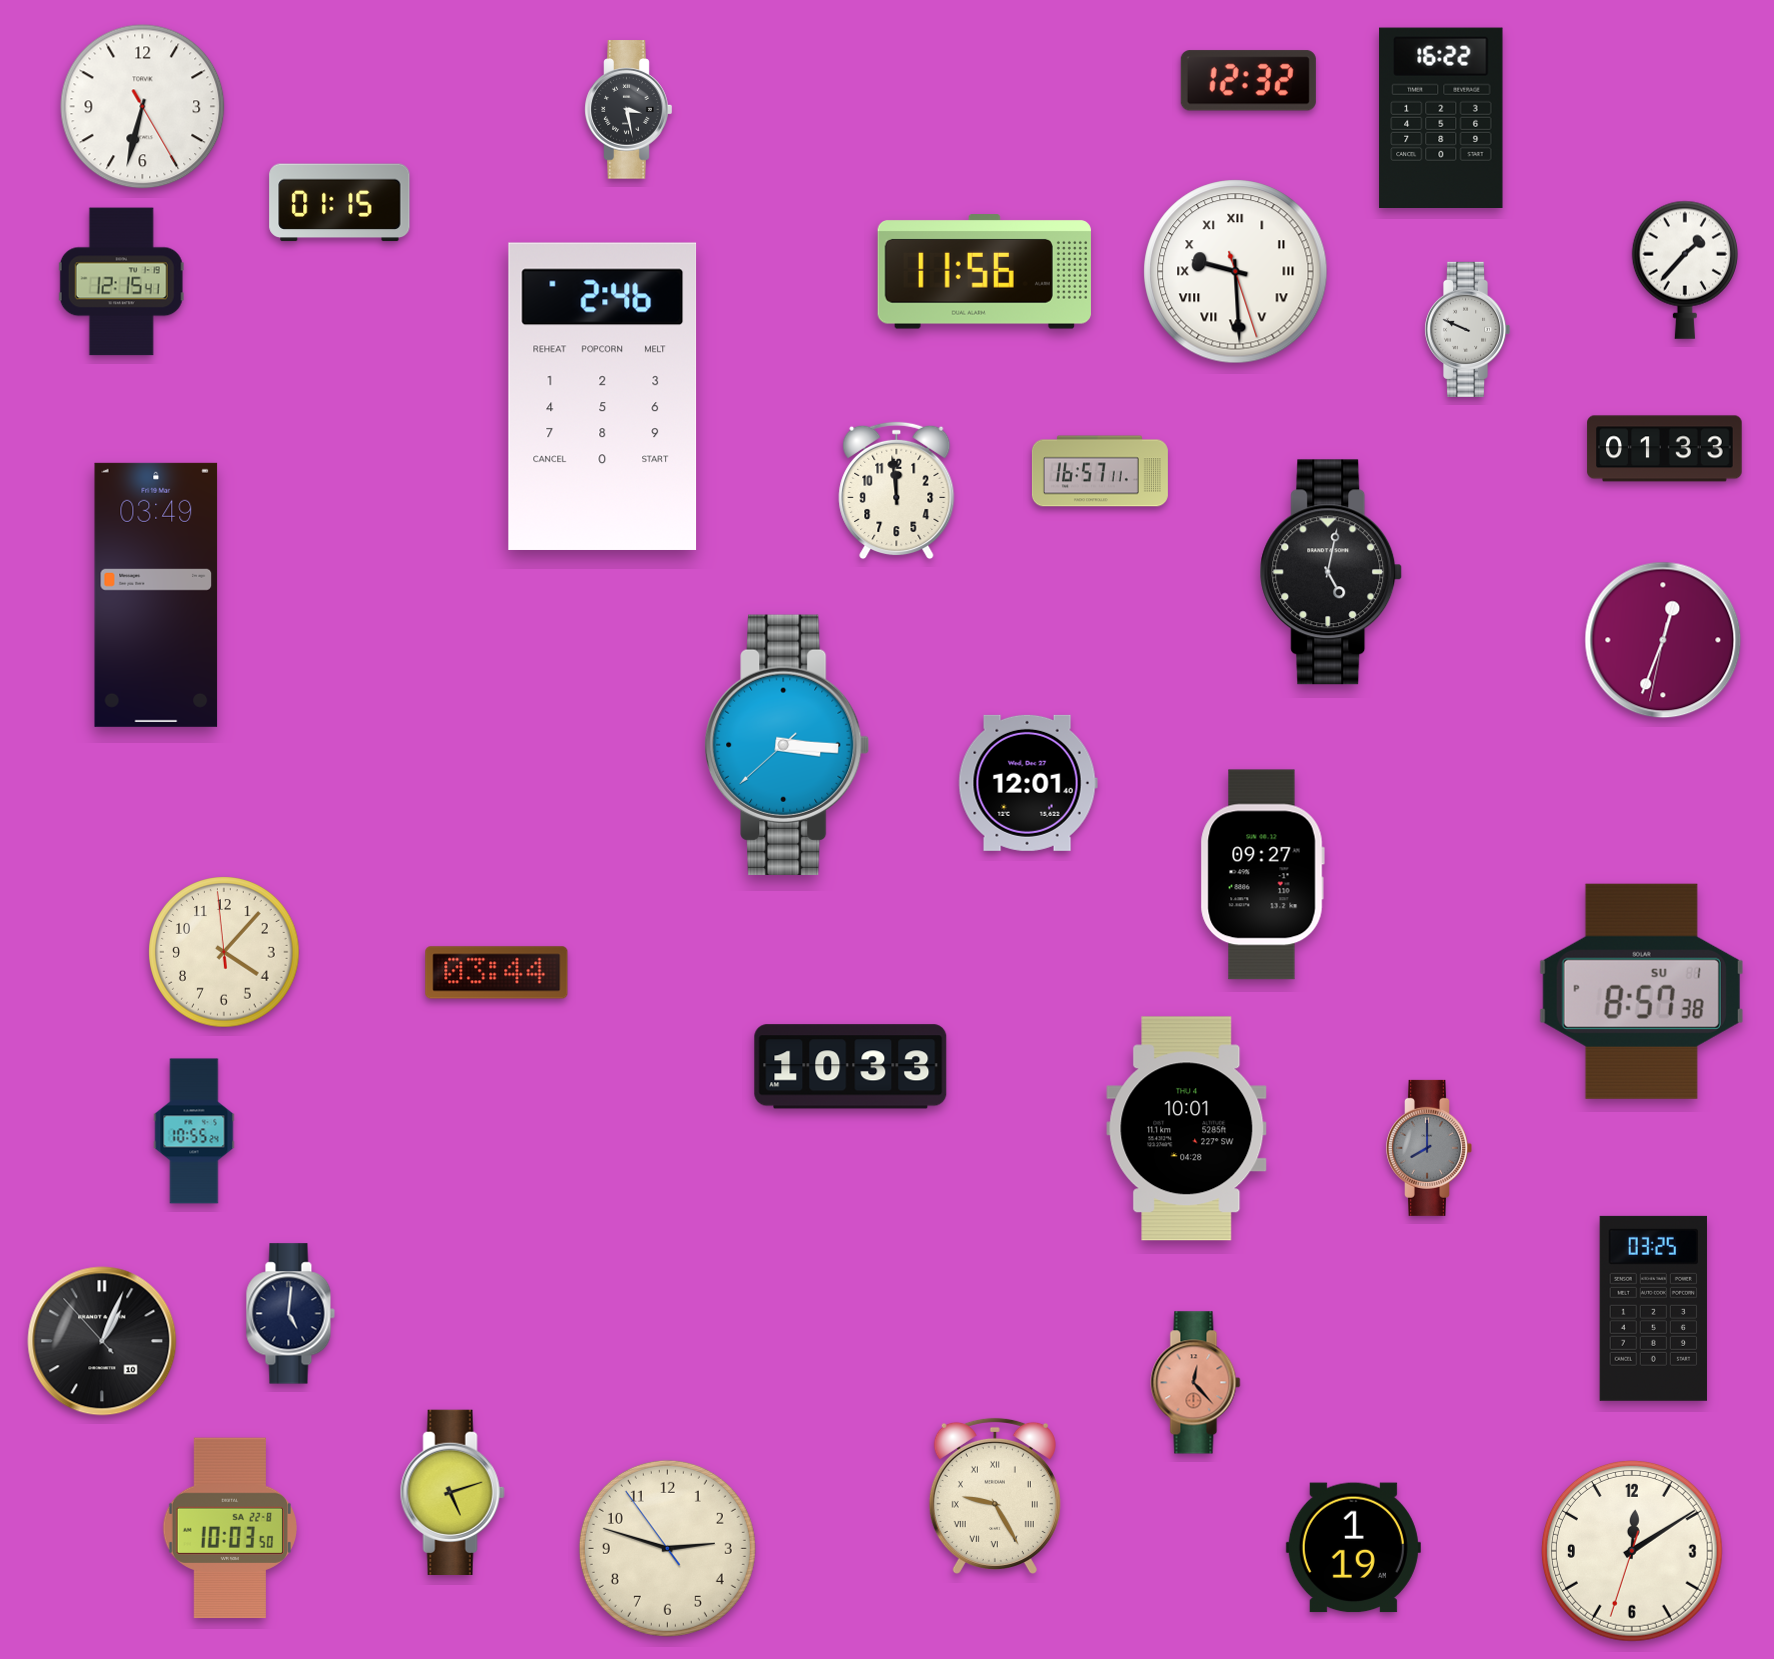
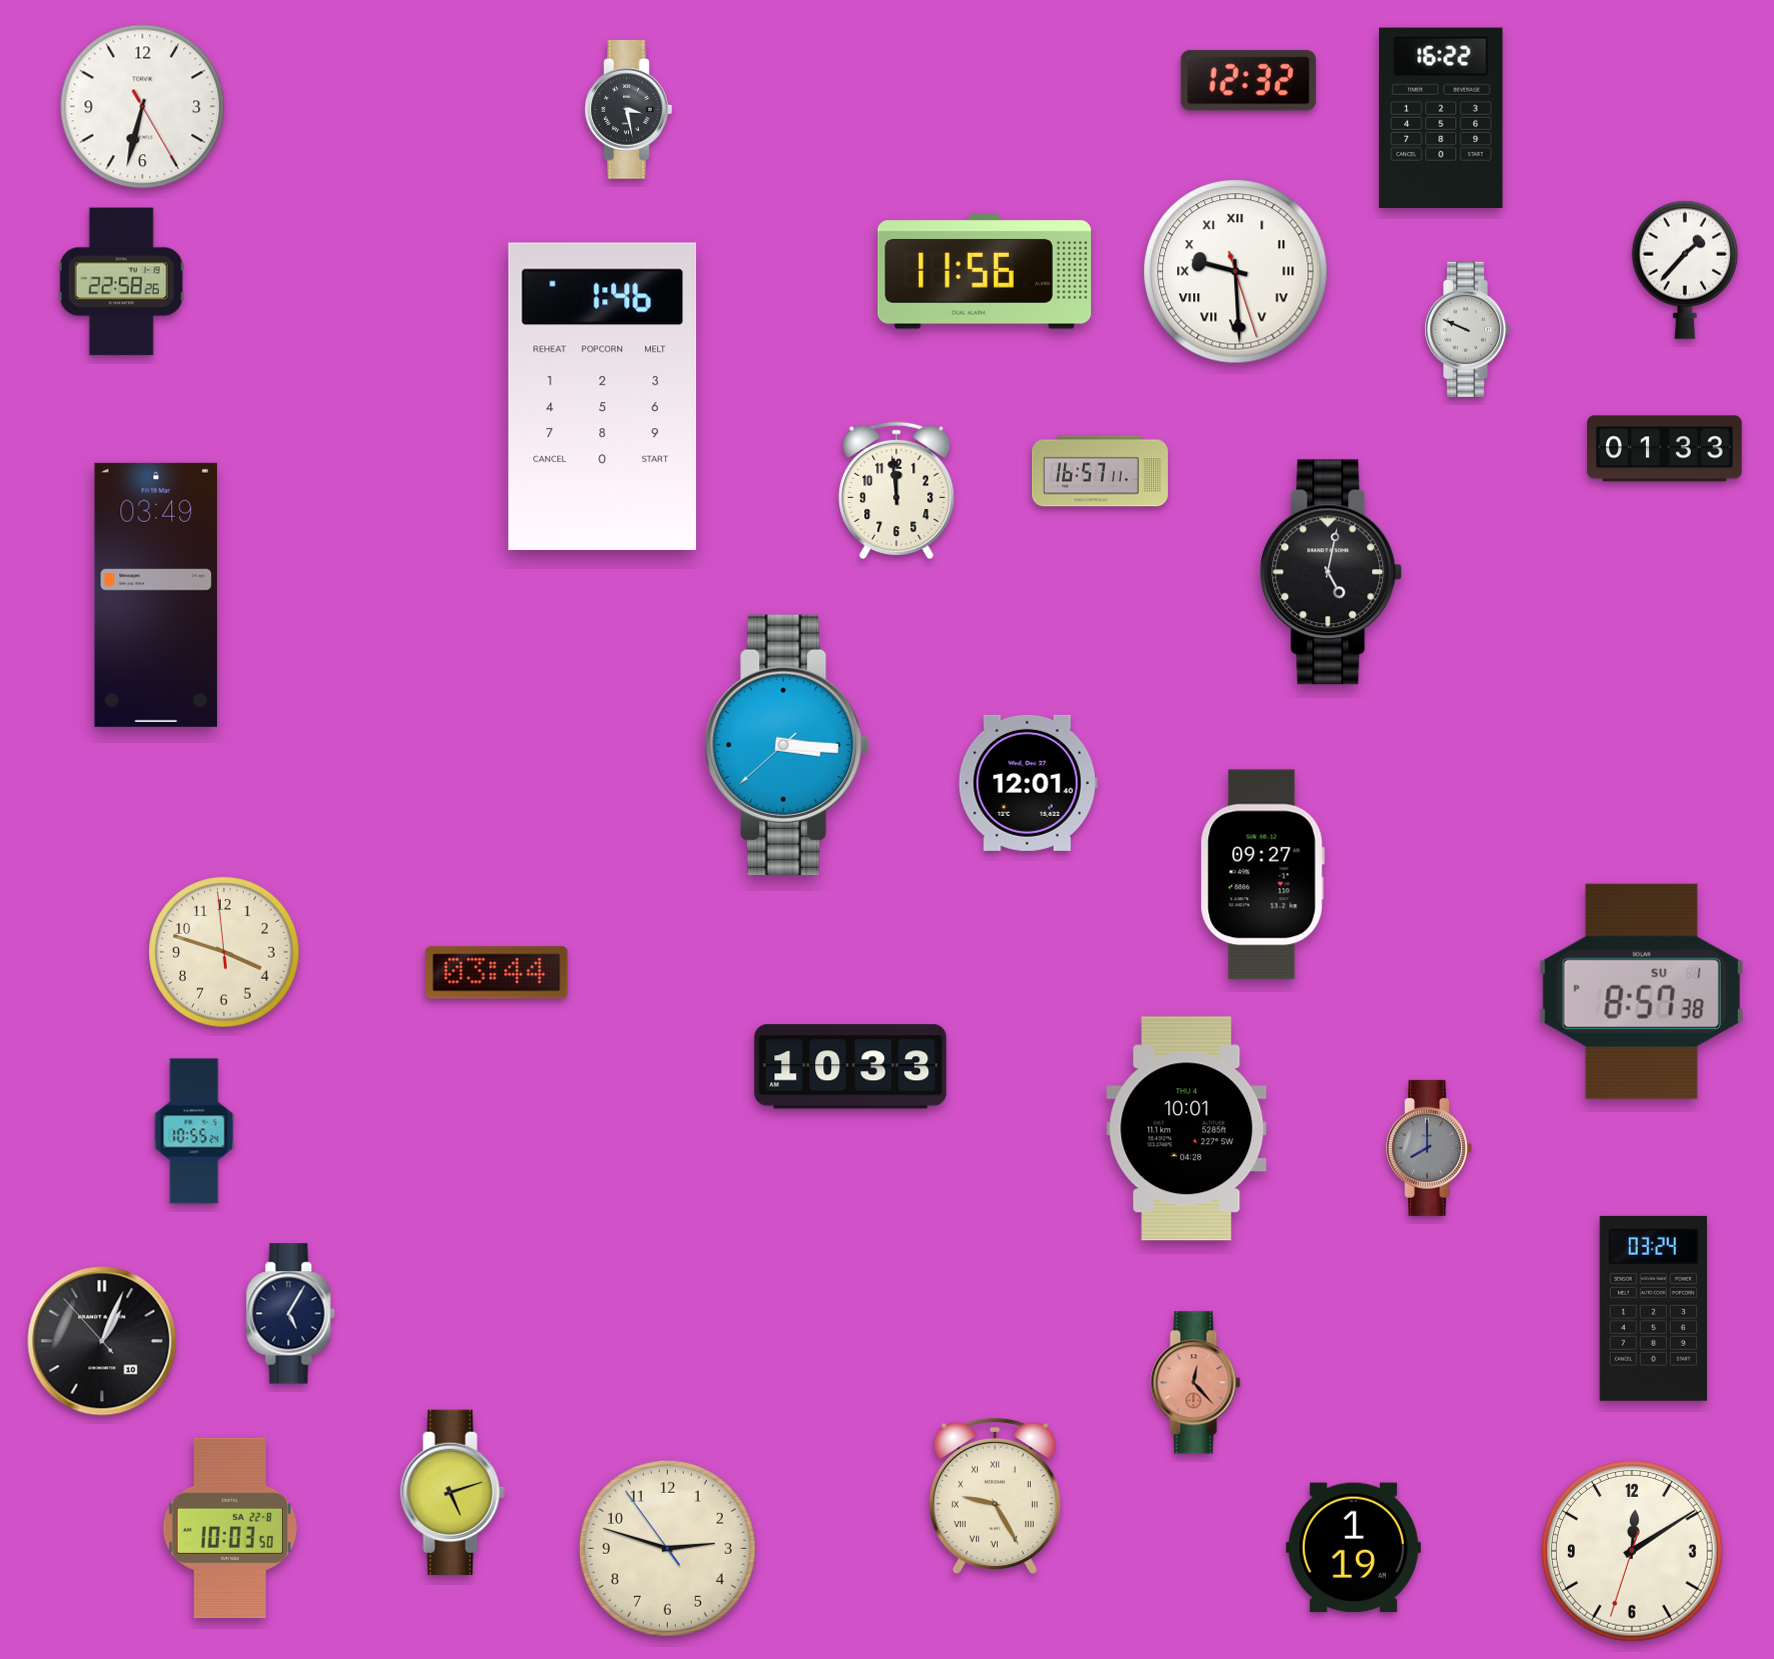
clock at (340, 203): 01:15 -> none
clock at (121, 282): 12:15 -> 22:58
clock at (603, 396): 2:46 -> 1:46
clock at (1663, 640): 12:33 -> none
clock at (224, 952): 4:06 -> 3:47
clock at (1653, 1308): 03:25 -> 03:24
clock at (290, 1314): 5:01 -> 5:05
